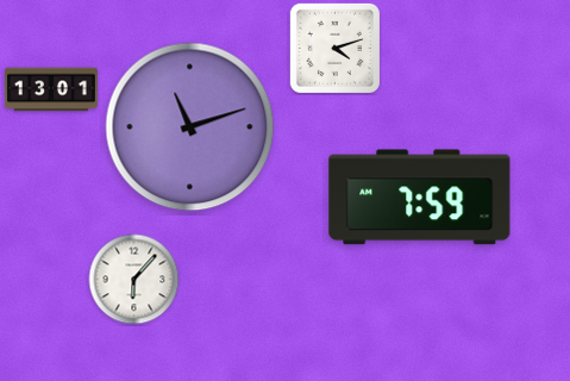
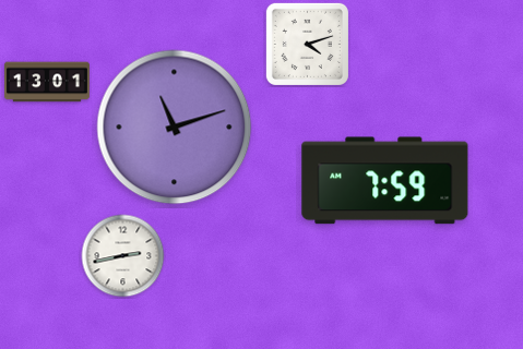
clock at (190, 127) position: (190, 127) -> (175, 128)
clock at (134, 280): 6:07 -> 2:43
